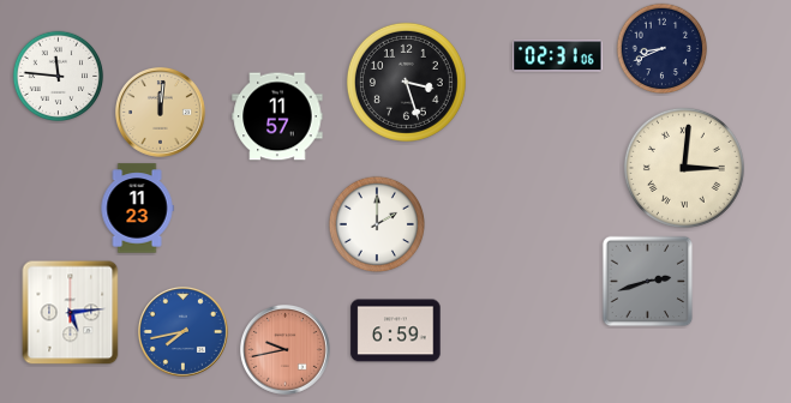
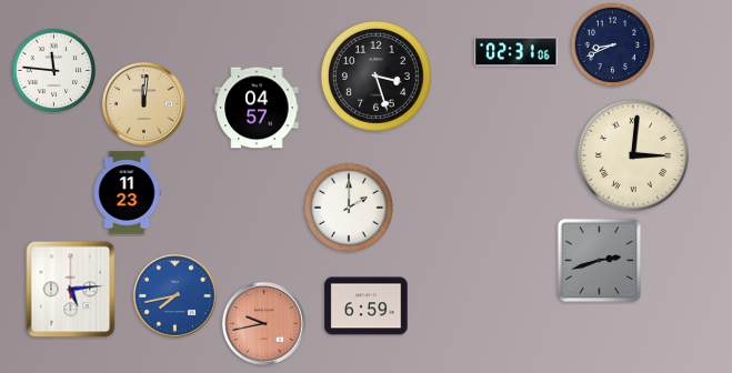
clock at (160, 112) position: (160, 112) -> (143, 103)
clock at (277, 116): 11:57 -> 04:57
clock at (71, 313) position: (71, 313) -> (71, 290)
clock at (182, 331) position: (182, 331) -> (174, 295)
